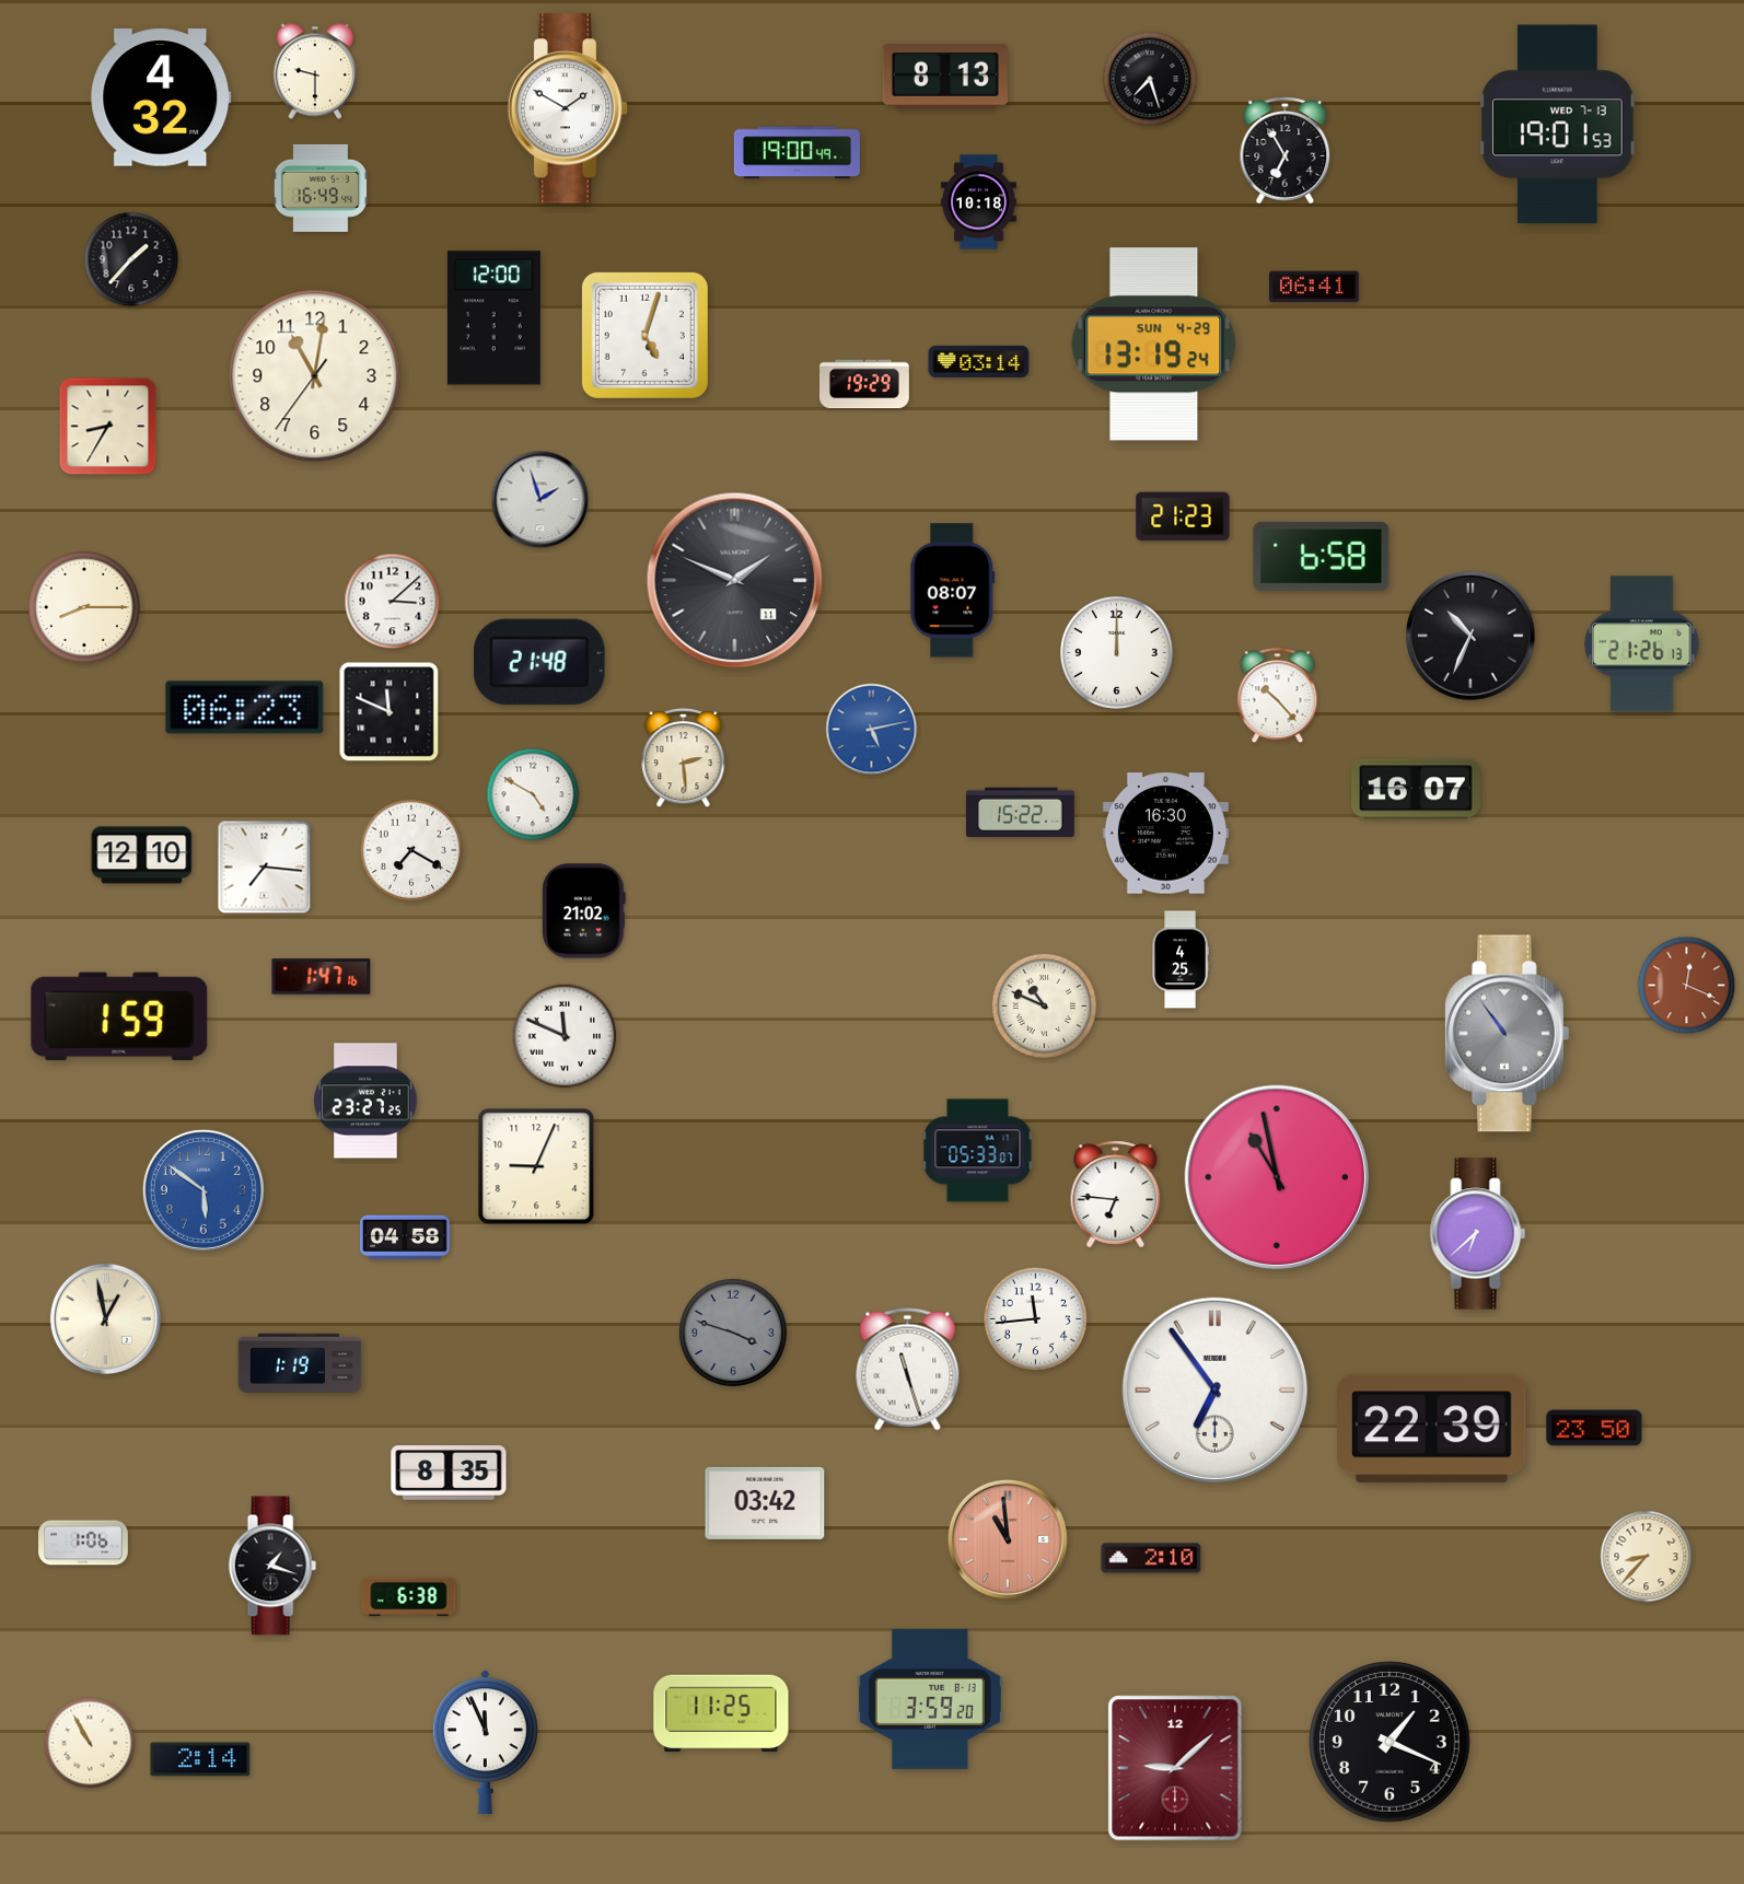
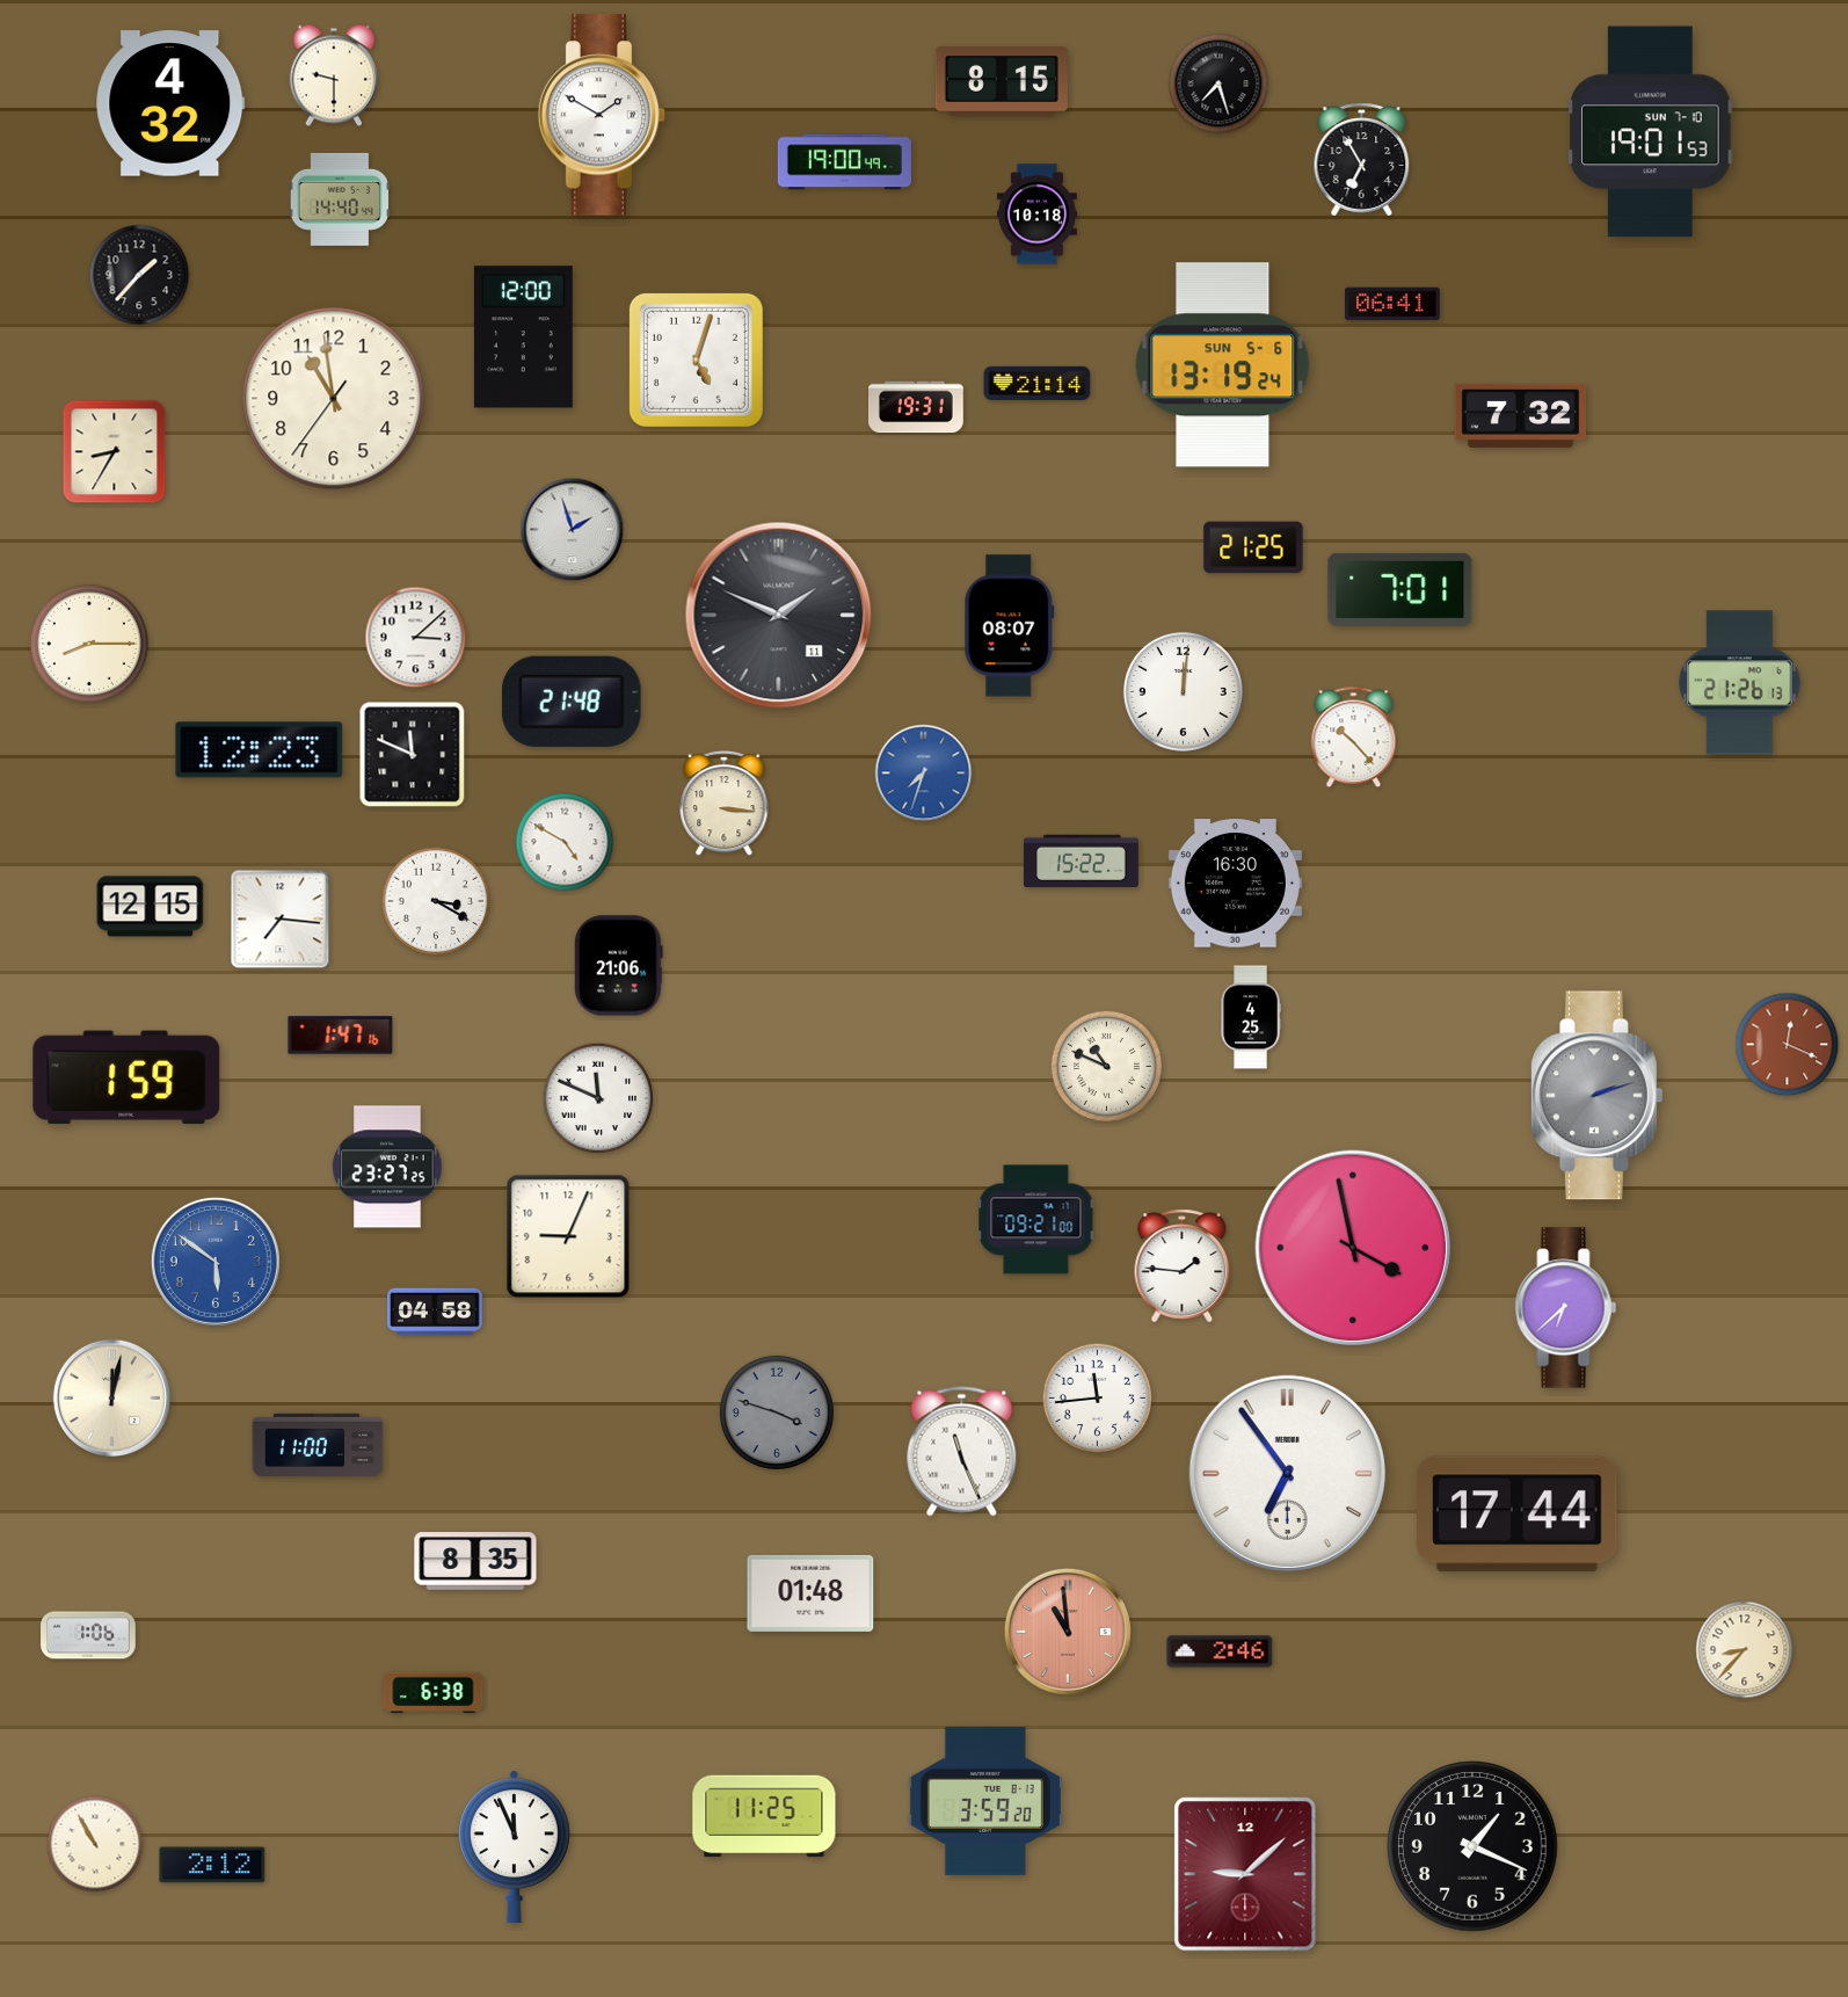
clock at (945, 77): 8:13 -> 8:15
clock at (1558, 125) date: WED 7-13 -> SUN 7-10
clock at (319, 188): 16:49 -> 14:40
clock at (644, 335) position: (644, 335) -> (696, 360)
clock at (1154, 345) date: SUN 4-29 -> SUN 5-6
clock at (979, 361): 03:14 -> 21:14
clock at (315, 376): 11:01 -> 10:58
clock at (865, 384): 19:29 -> 19:31
clock at (1521, 415): none -> 7:32
clock at (1183, 516): 21:23 -> 21:25
clock at (1322, 556): 6:58 -> 7:01
clock at (1472, 637): 10:34 -> none
clock at (1116, 652): 12:00 -> 12:01
clock at (245, 708): 06:23 -> 12:23
clock at (872, 730): 5:13 -> 7:33
clock at (684, 757): 2:29 -> 3:16
clock at (1417, 789): 16:07 -> none
clock at (411, 850): 7:20 -> 3:20
clock at (142, 856): 12:10 -> 12:15
clock at (584, 911): 21:02 -> 21:06
clock at (1507, 1034): 10:54 -> 2:12
clock at (978, 1151): 05:33 -> 09:21
clock at (1277, 1177): 10:58 -> 3:58
clock at (1116, 1195): 6:46 -> 1:46
clock at (406, 1237) position: (406, 1237) -> (436, 1312)
clock at (105, 1318): 12:58 -> 12:02
clock at (300, 1362): 1:19 -> 11:00
clock at (908, 1370): 11:27 -> 11:26
clock at (1594, 1428): 23:50 -> none
clock at (1432, 1429): 22:39 -> 17:44
clock at (765, 1503): 03:42 -> 01:48
clock at (1151, 1558): 2:10 -> 2:46
clock at (272, 1566): 1:18 -> none
clock at (90, 1743) position: (90, 1743) -> (95, 1844)
clock at (200, 1759): 2:14 -> 2:12
